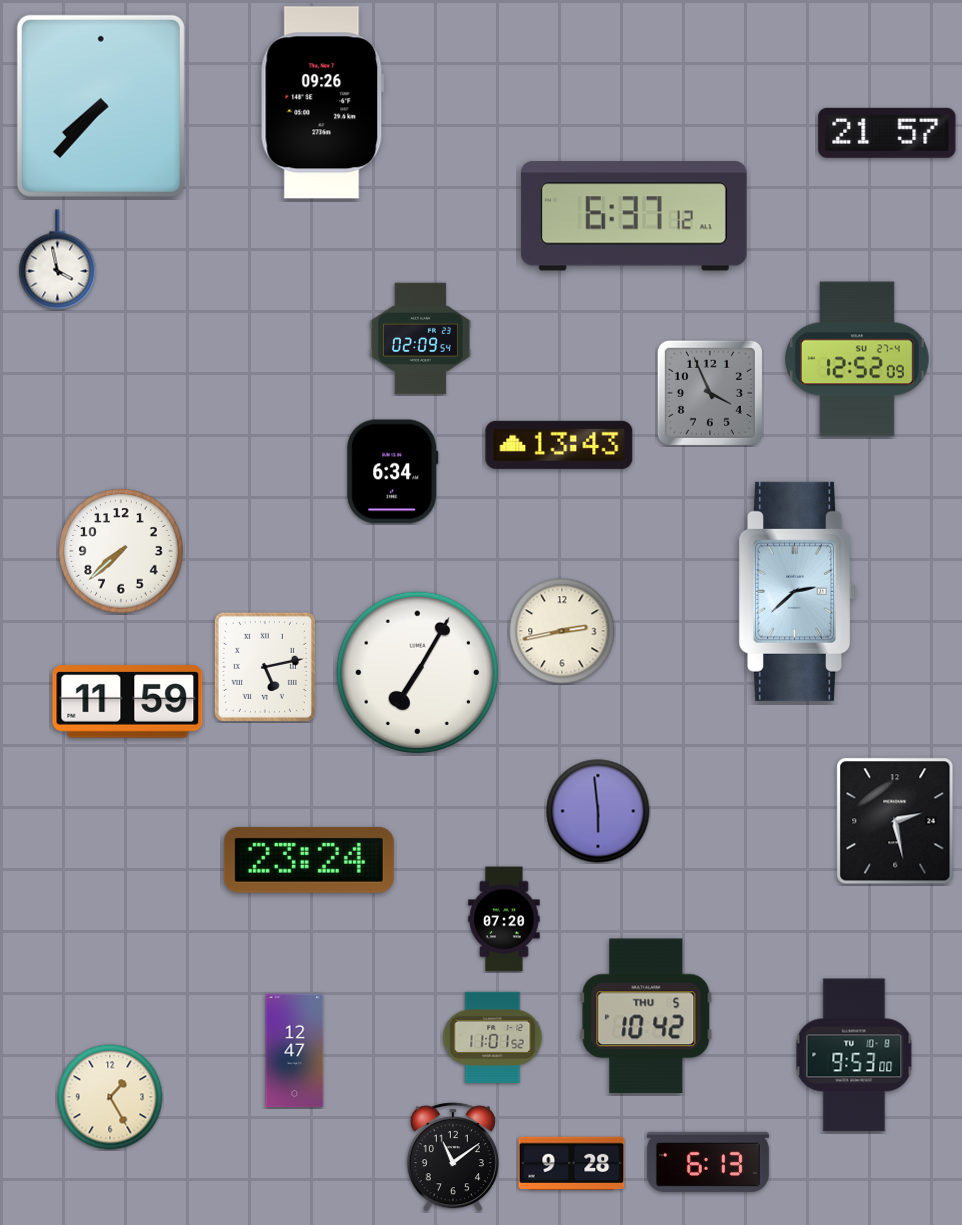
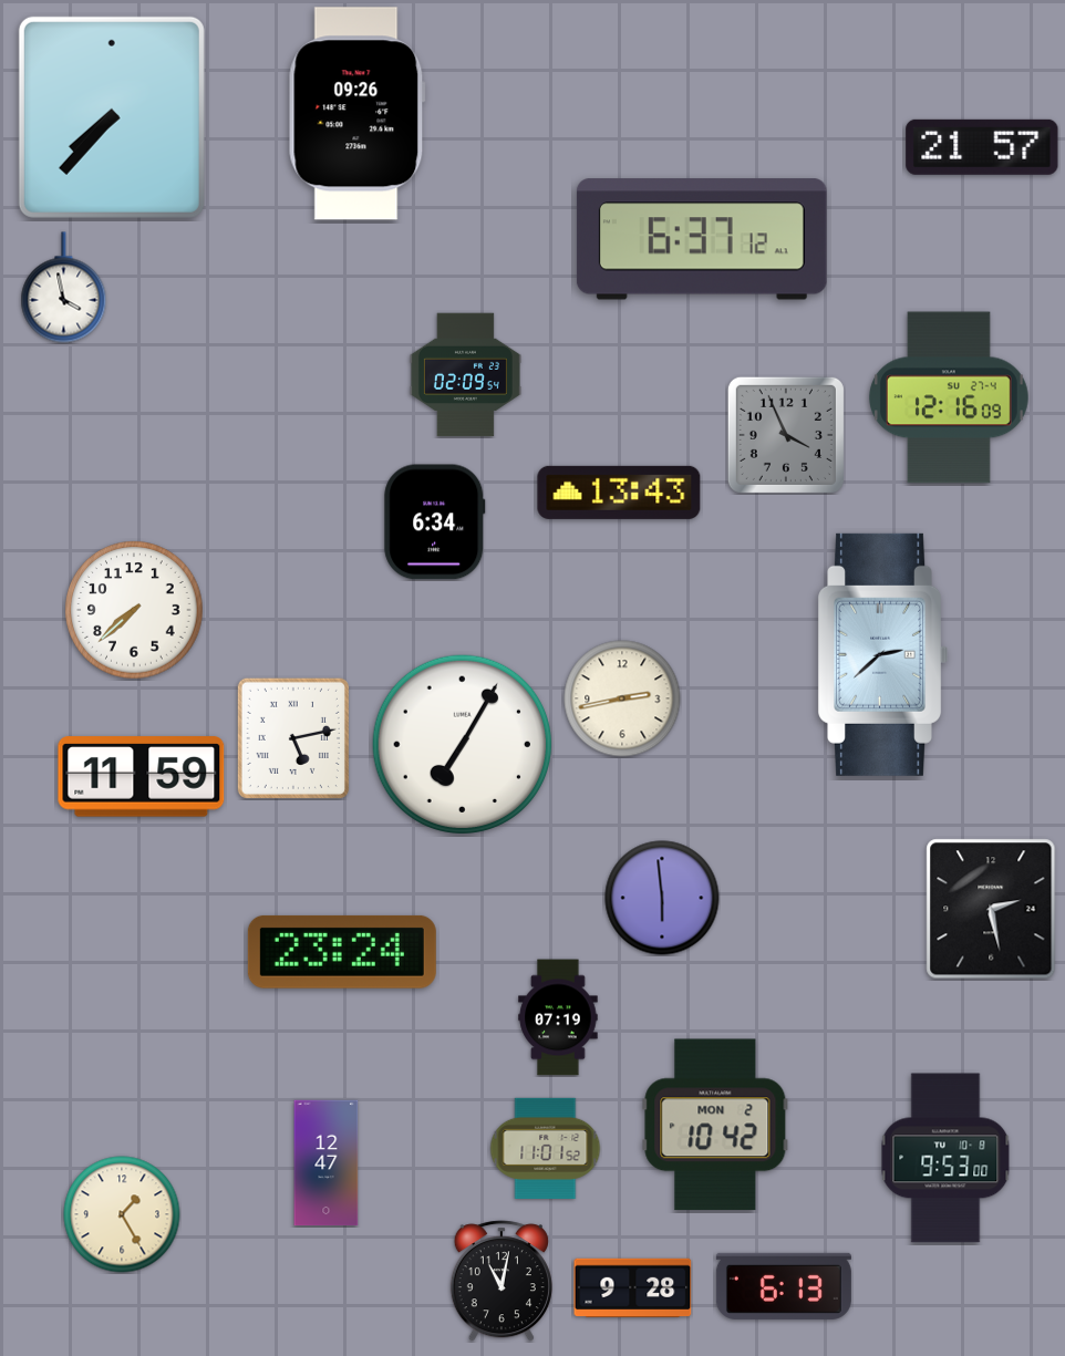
clock at (857, 359): 12:52 -> 12:16
clock at (504, 919): 07:20 -> 07:19
clock at (646, 1016) date: THU 5 -> MON 2
clock at (854, 1055) position: (854, 1055) -> (945, 1158)
clock at (453, 1157): 11:09 -> 11:02
